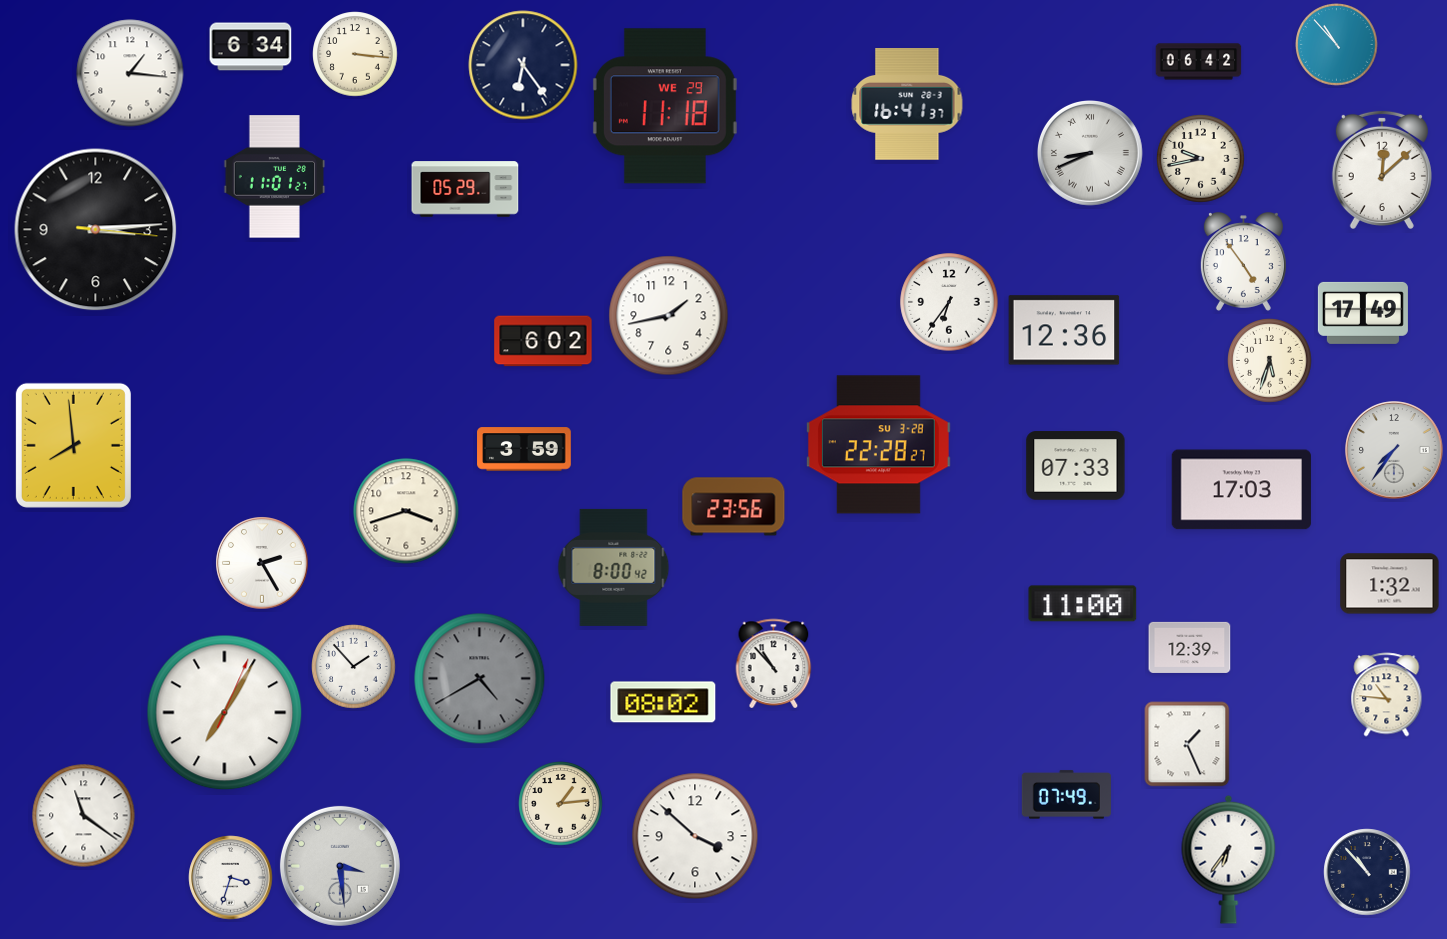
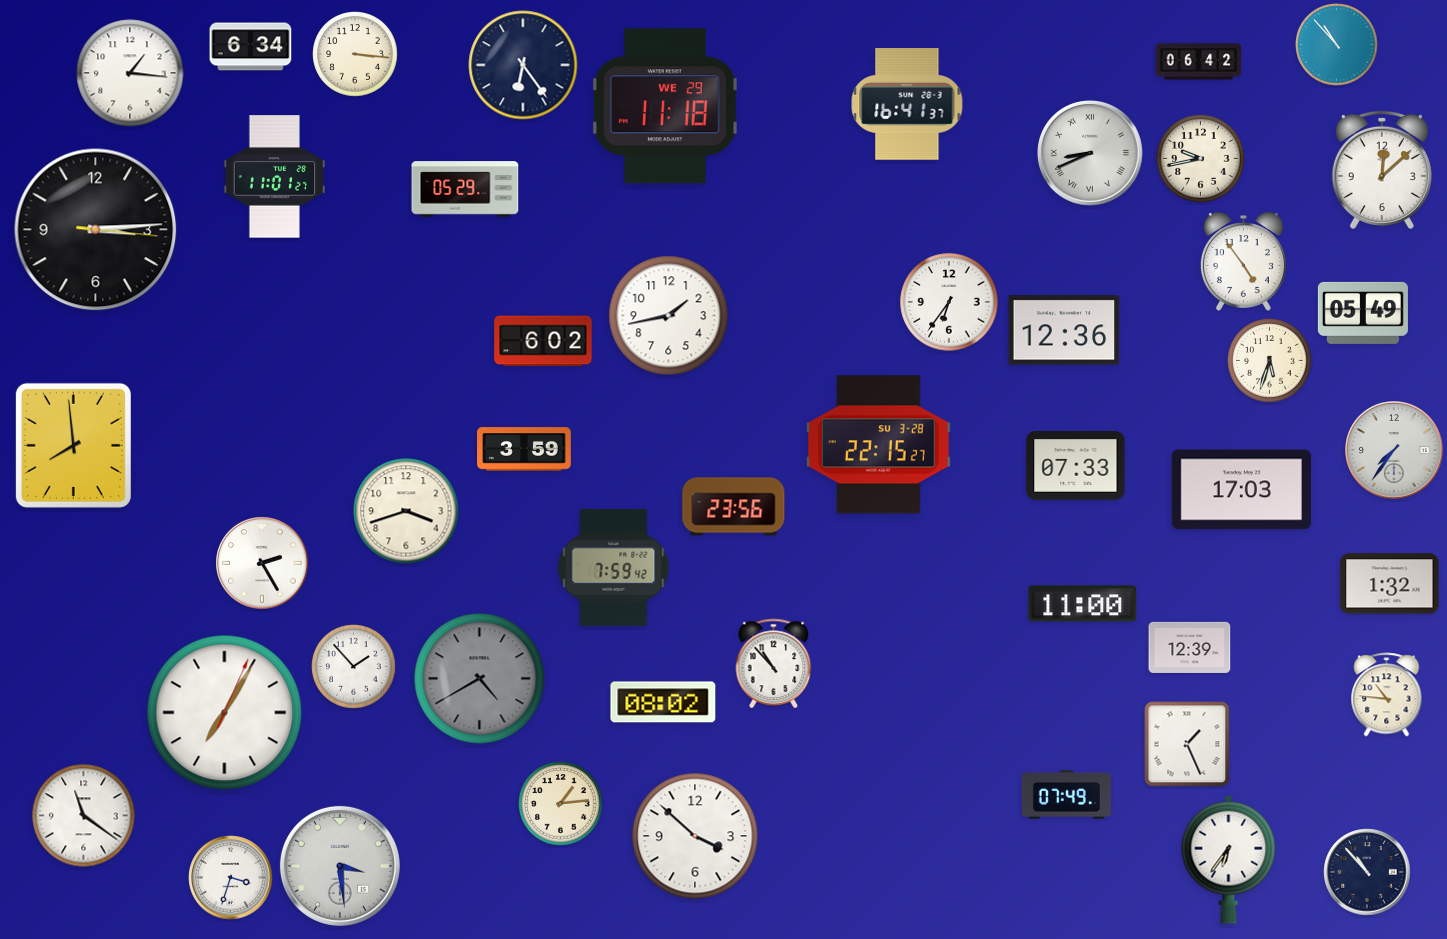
clock at (1363, 313): 17:49 -> 05:49
clock at (878, 445): 22:28 -> 22:15
clock at (614, 567): 8:00 -> 7:59
